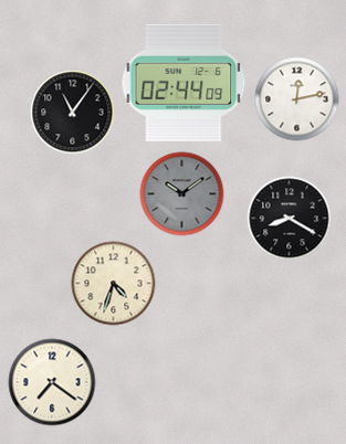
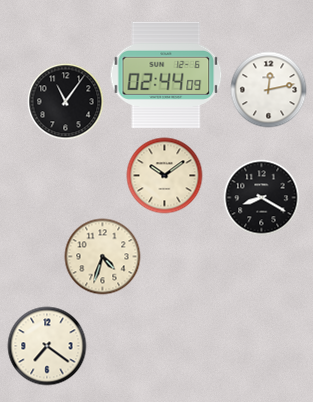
clock at (182, 194) dial: grey -> cream
